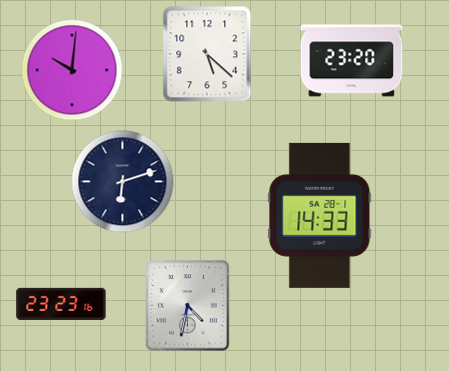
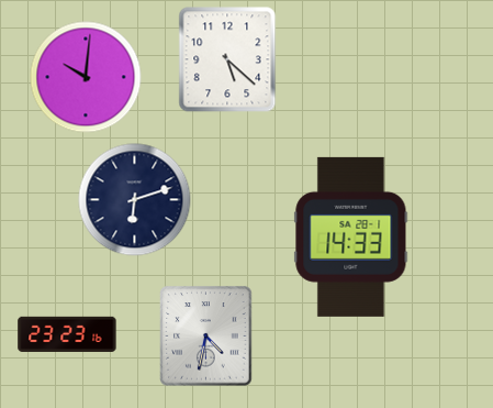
clock at (352, 61): 23:20 -> none
clock at (72, 70) position: (72, 70) -> (86, 77)
